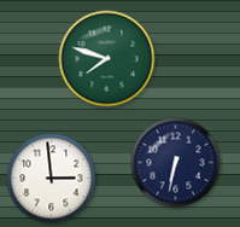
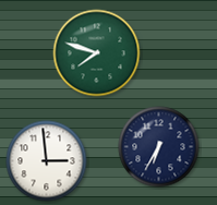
clock at (176, 163): 6:32 -> 6:35
